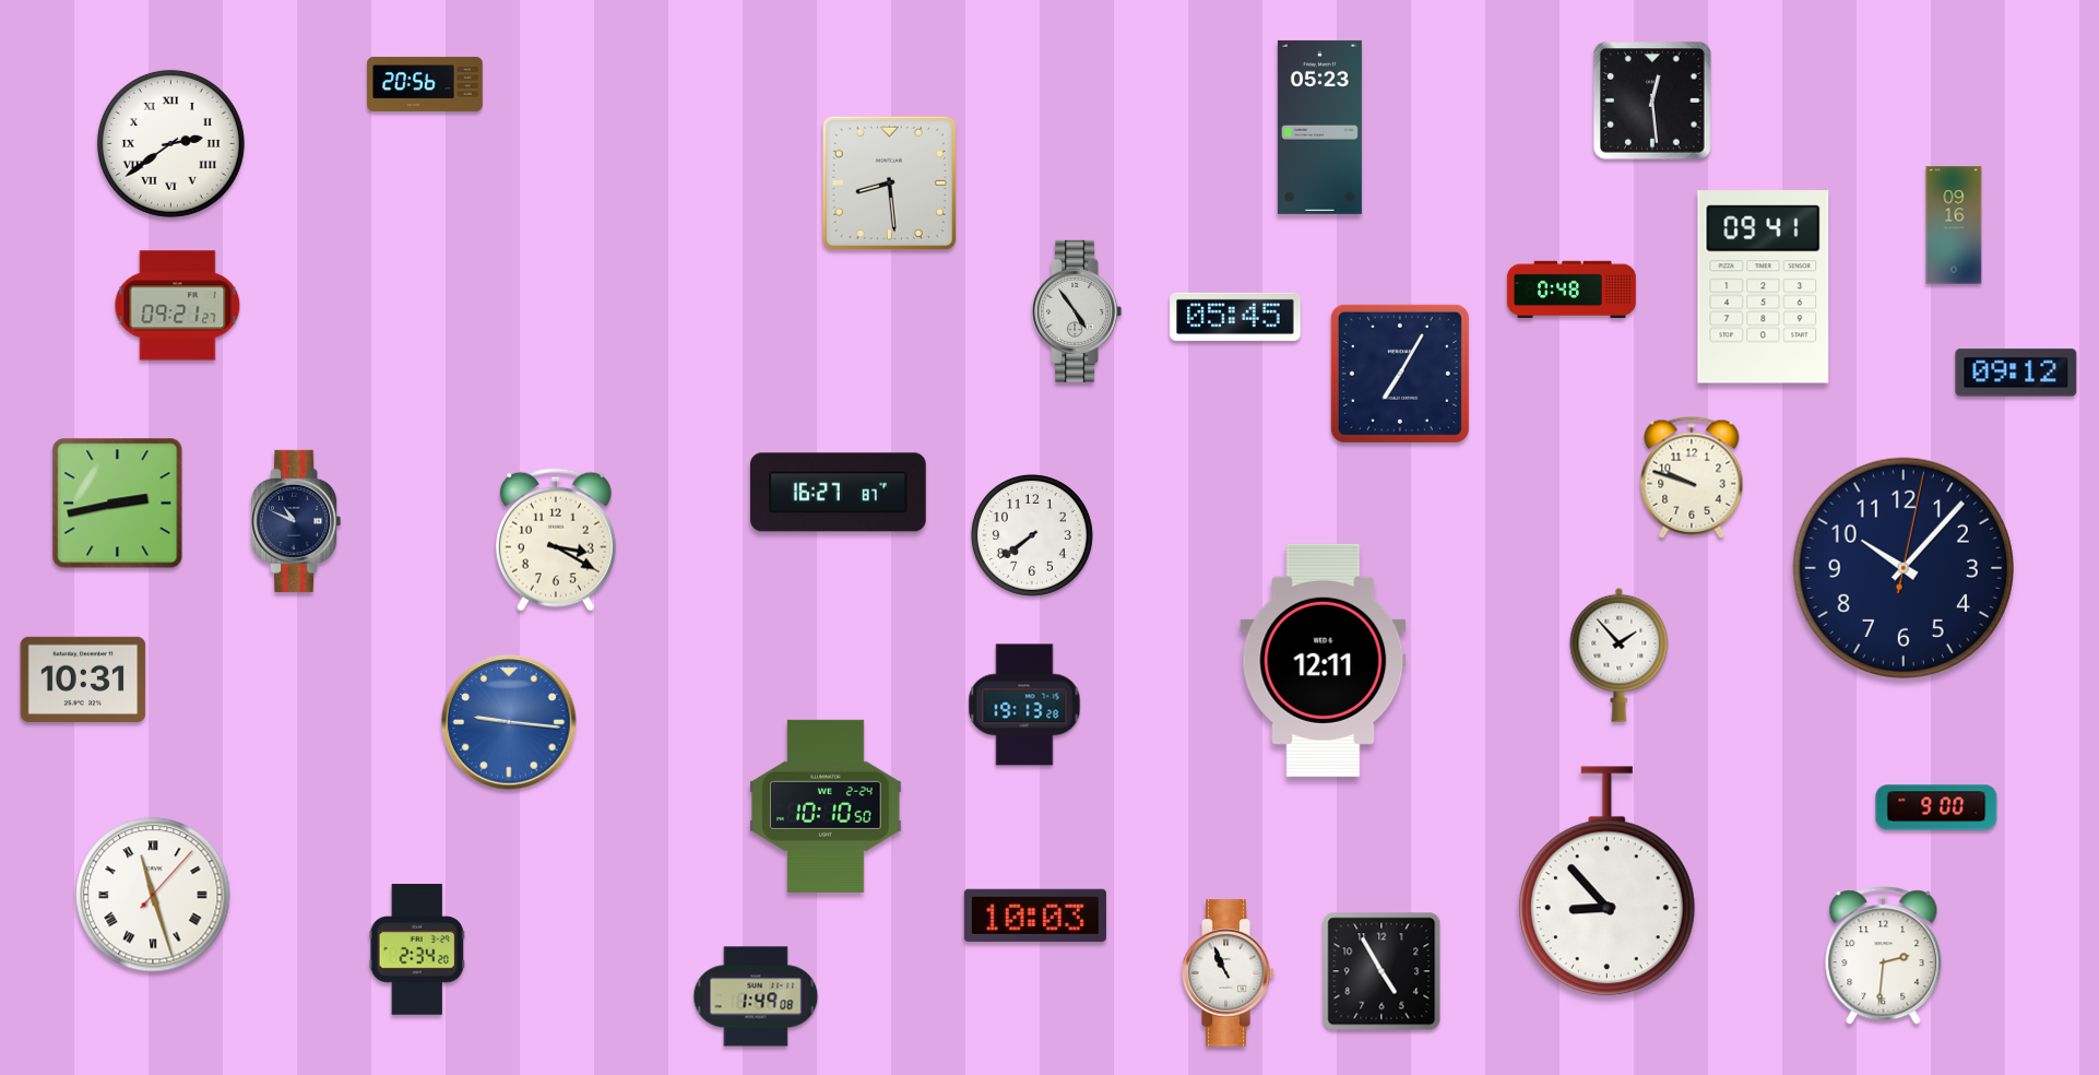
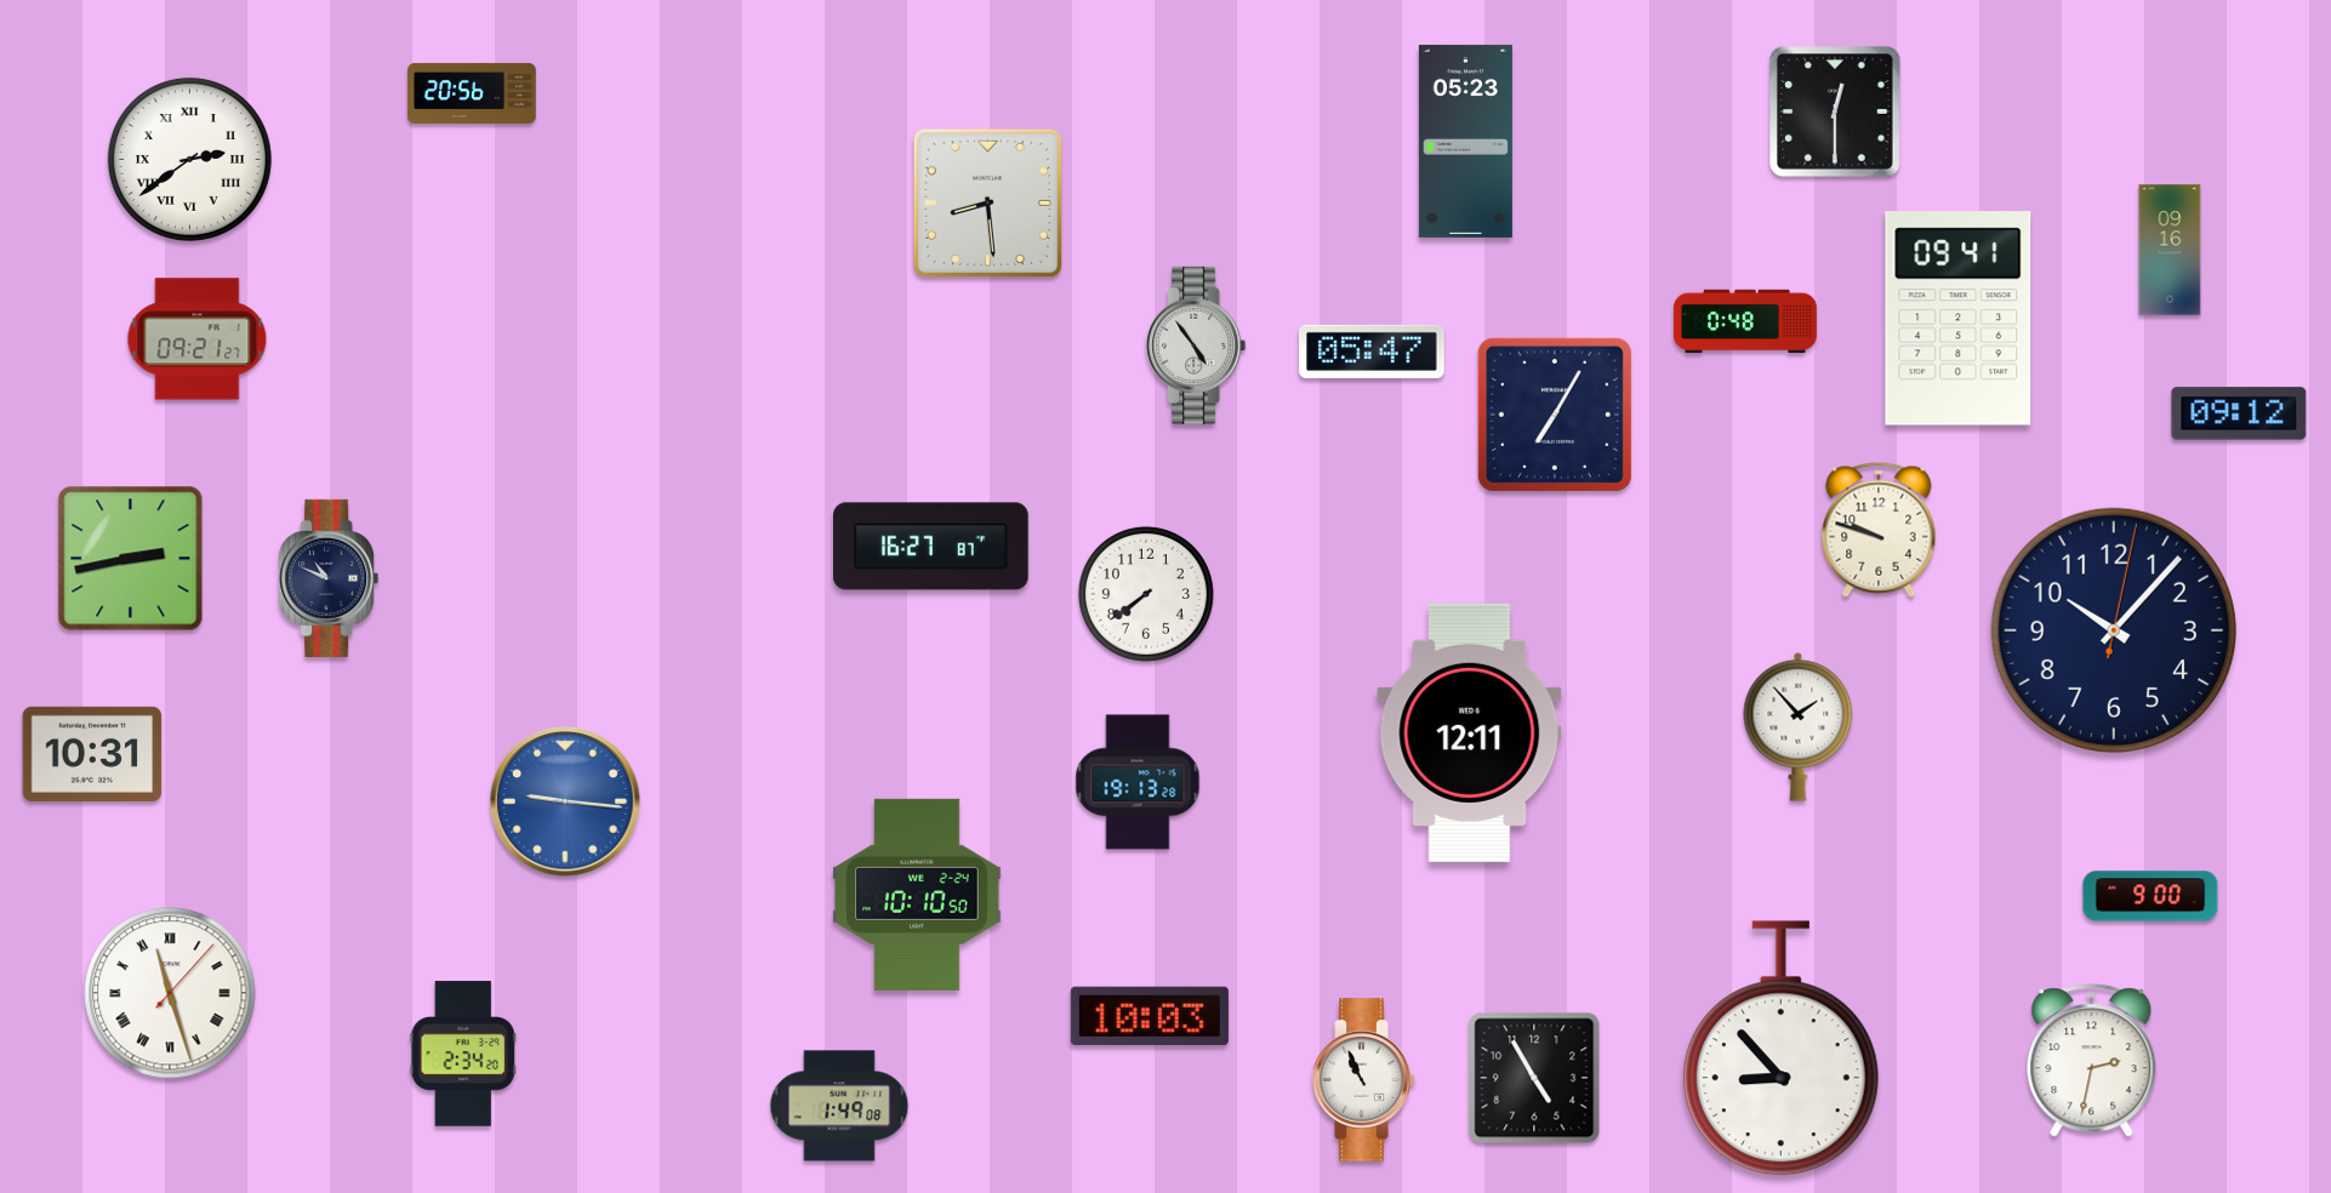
clock at (1652, 101): 12:29 -> 12:30
clock at (1235, 317): 05:45 -> 05:47
clock at (556, 540): 3:20 -> none
clock at (1606, 882) position: (1606, 882) -> (1780, 1049)
clock at (1884, 956): 2:31 -> 2:32
